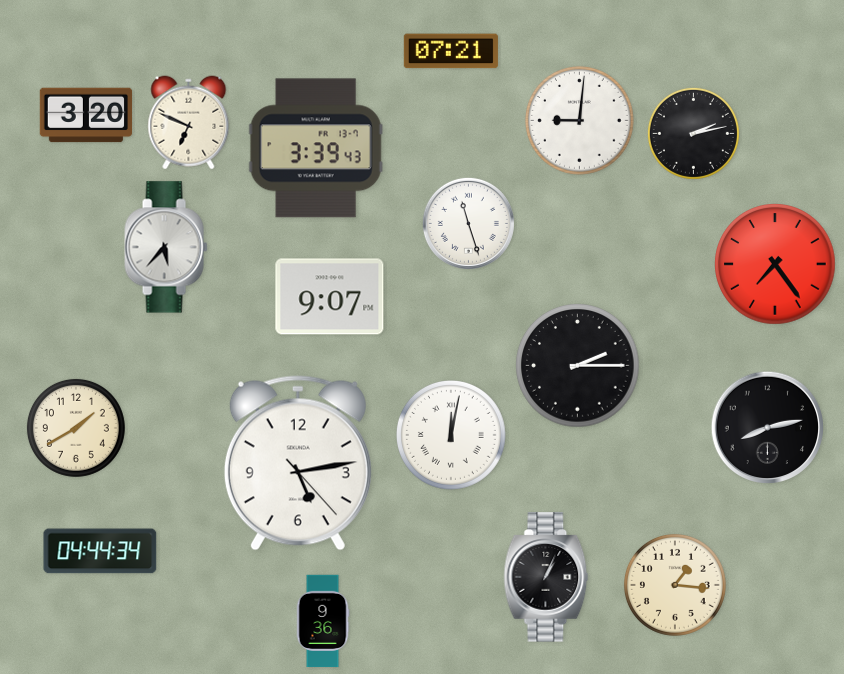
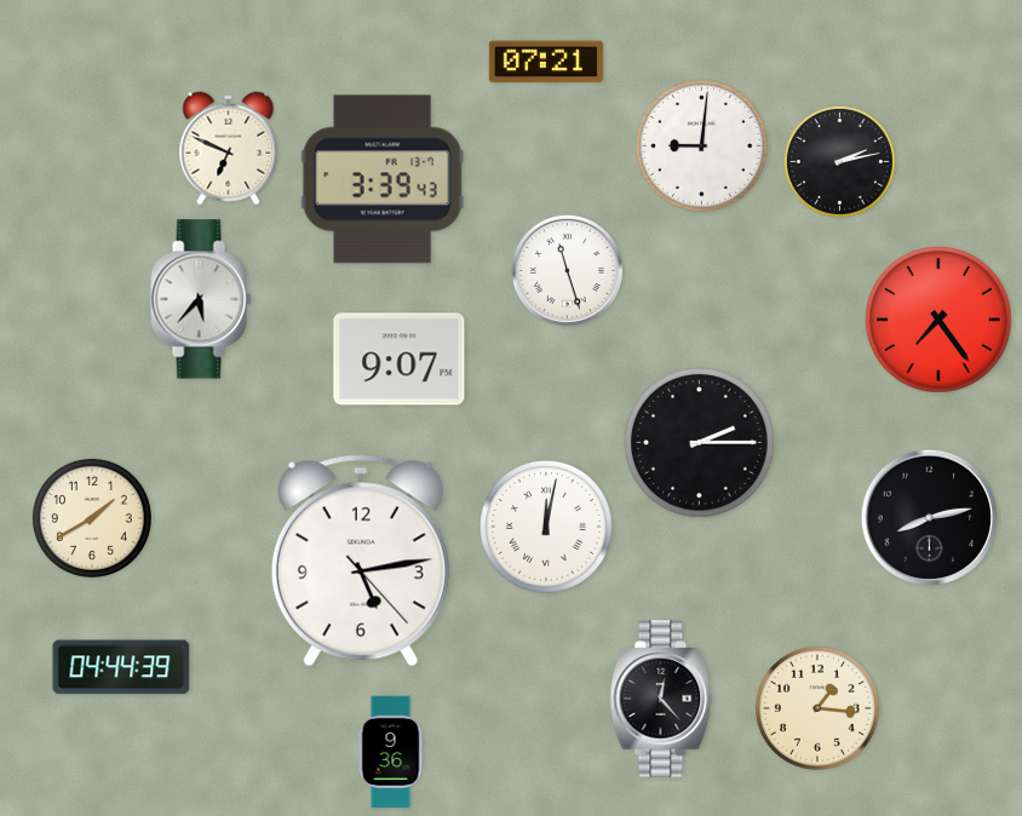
clock at (86, 115): 3:20 -> none
clock at (100, 551): 04:44:34 -> 04:44:39
clock at (546, 577): 1:04 -> 12:23
